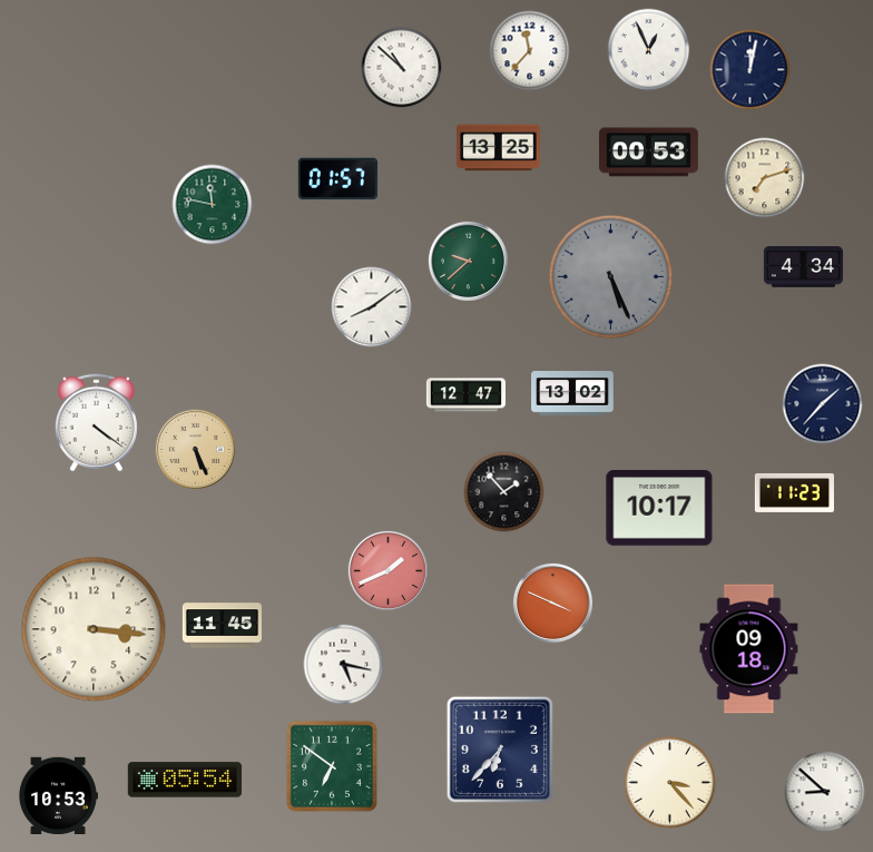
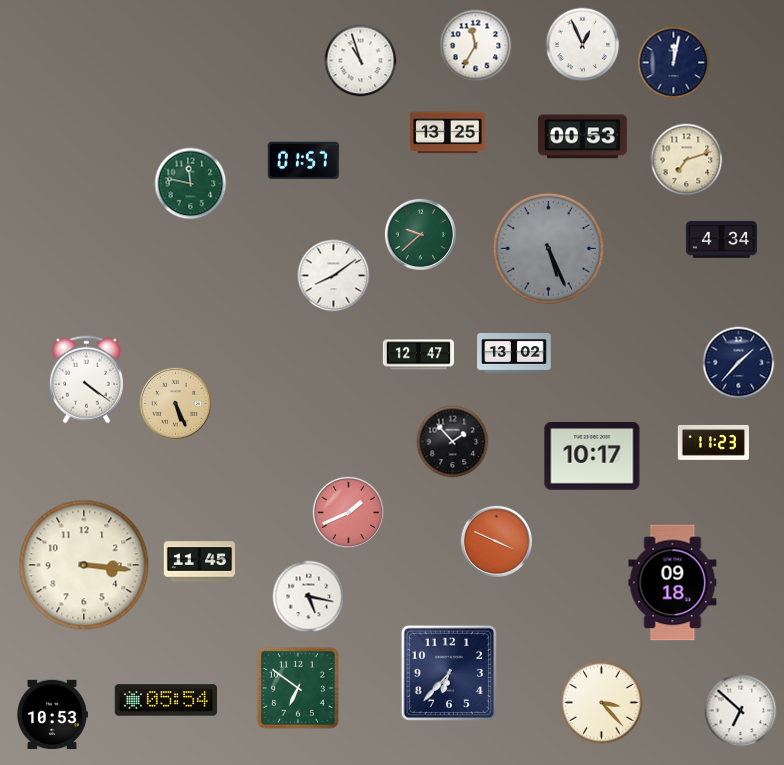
clock at (530, 51): 11:37 -> 11:35
clock at (402, 68): 10:52 -> 10:57
clock at (825, 792): 8:52 -> 6:52
